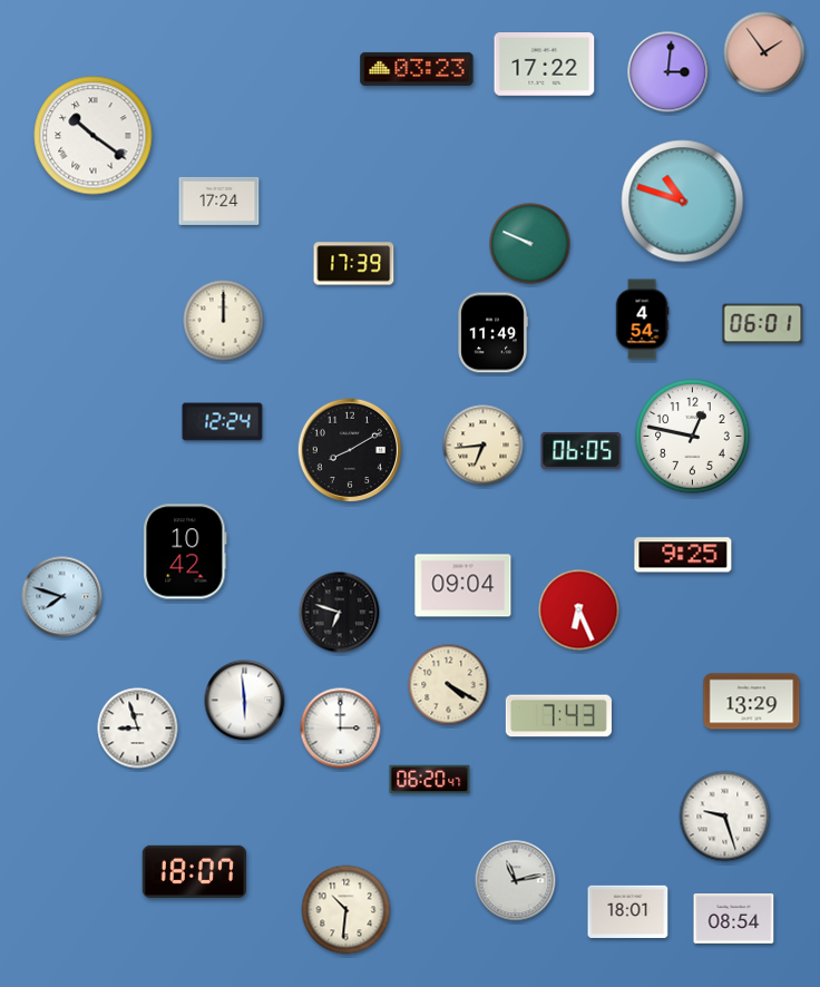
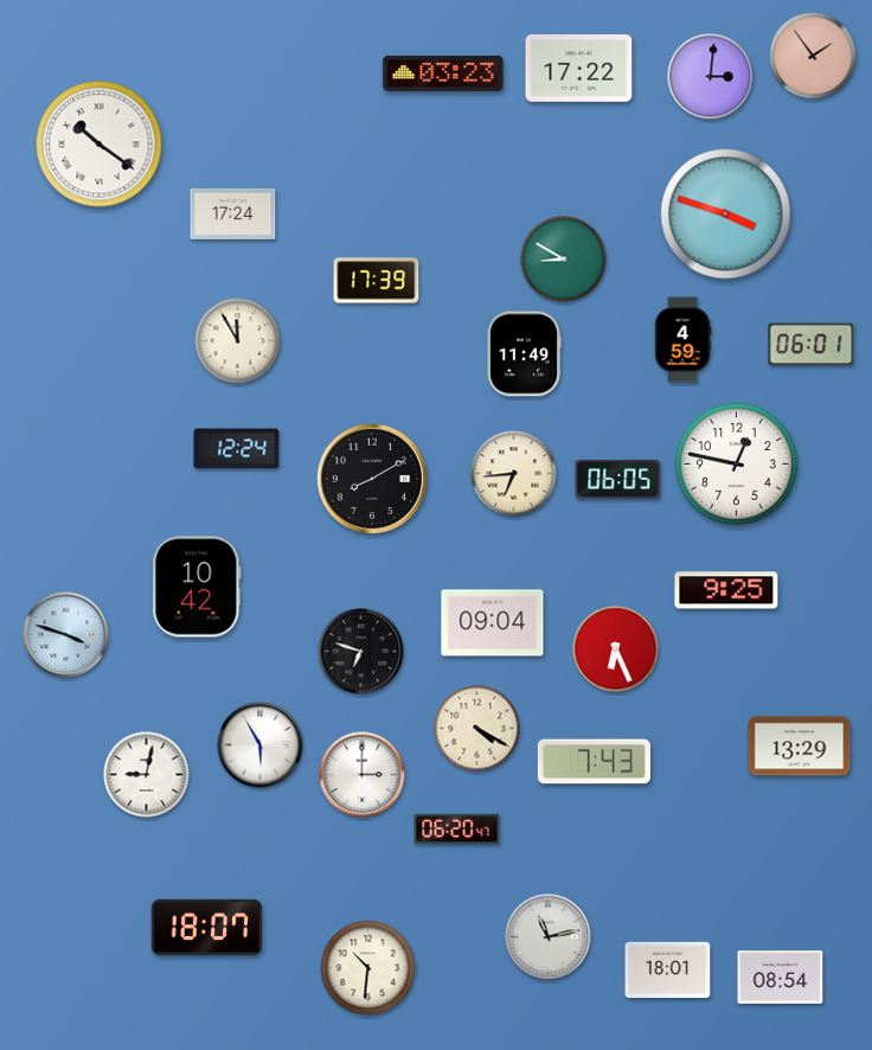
clock at (683, 202): 10:48 -> 3:48
clock at (530, 244): 9:49 -> 8:50
clock at (642, 320): 4:54 -> 4:59
clock at (224, 321): 12:00 -> 11:55
clock at (62, 597): 7:48 -> 3:48
clock at (245, 701): 5:59 -> 5:55
clock at (138, 729): 8:57 -> 9:02
clock at (725, 817): 9:27 -> none
